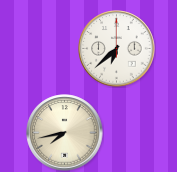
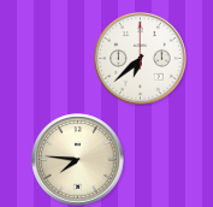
clock at (65, 133): 7:43 -> 7:46
